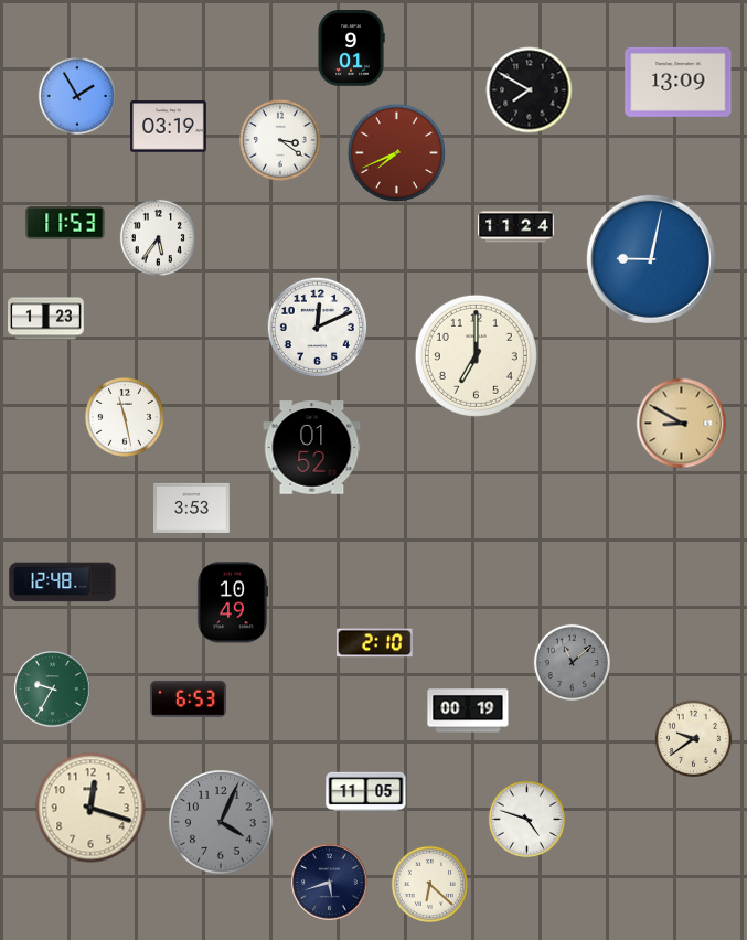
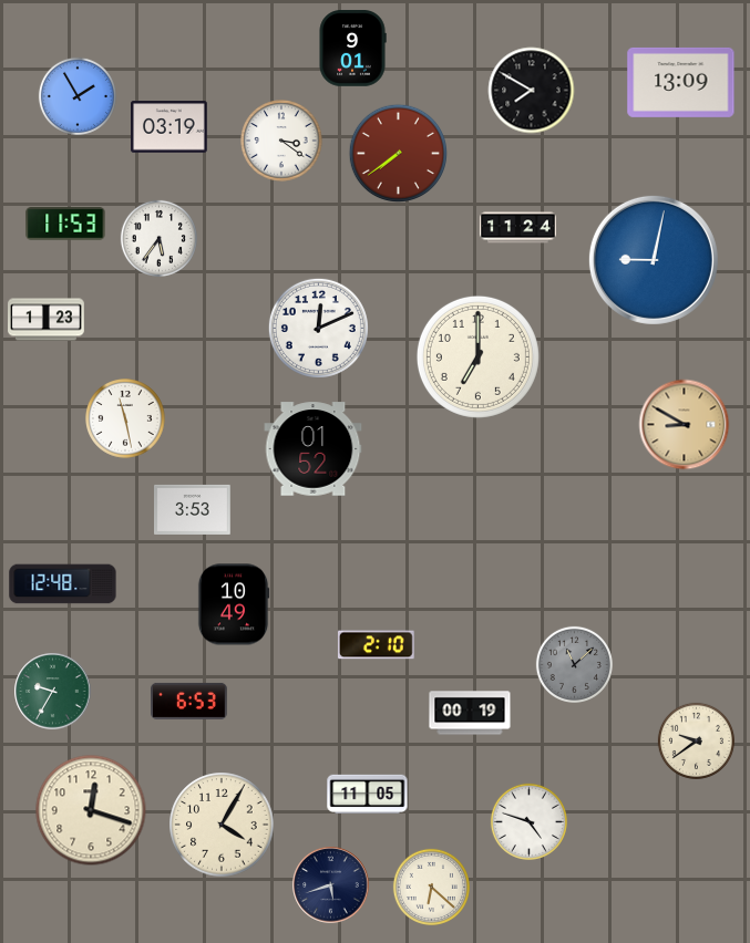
clock at (396, 152): 7:41 -> 7:39
clock at (221, 822): 4:04 -> 4:05
clock at (221, 822) dial: grey -> cream
